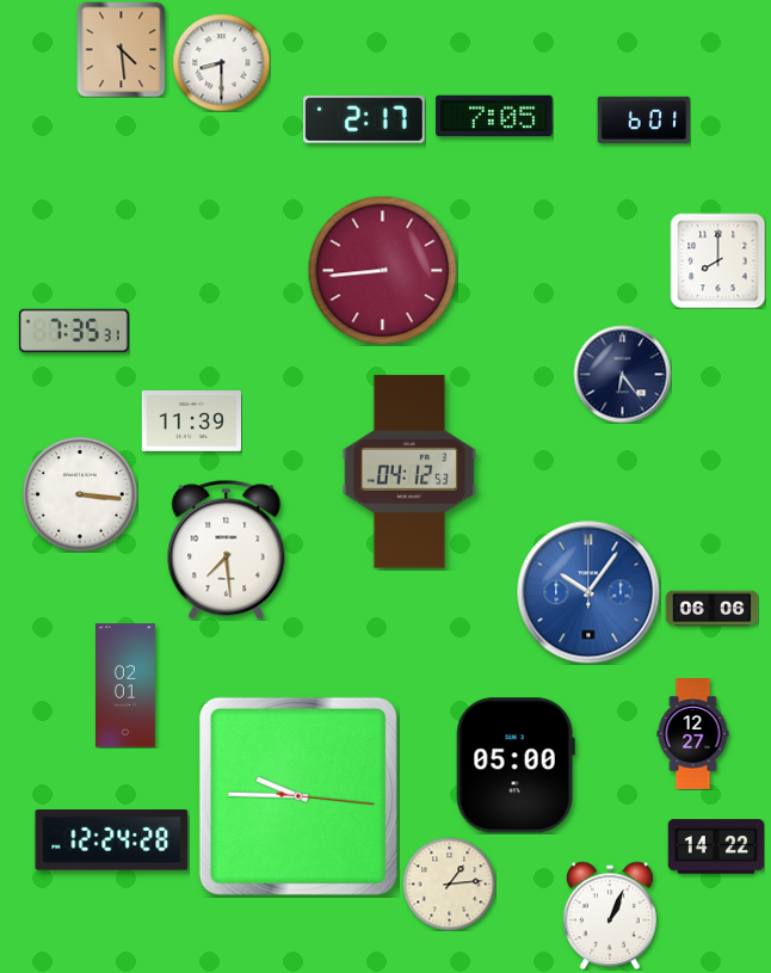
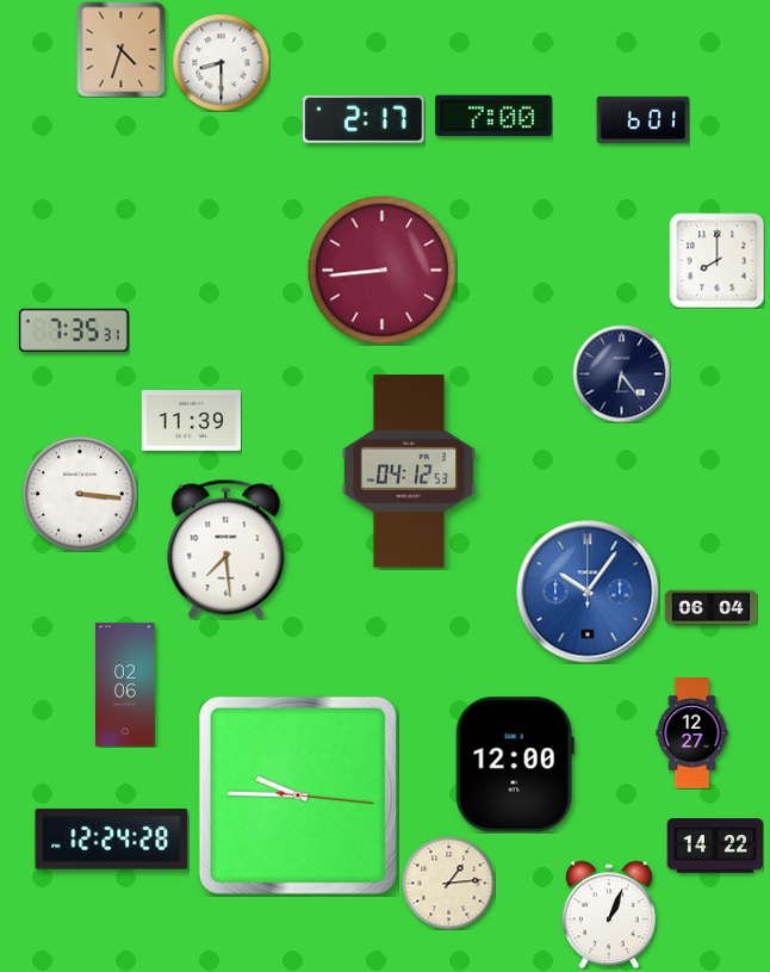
clock at (122, 49): 4:29 -> 4:33
clock at (494, 116): 7:05 -> 7:00
clock at (711, 609): 06:06 -> 06:04
clock at (127, 685): 02:01 -> 02:06
clock at (516, 765): 05:00 -> 12:00
